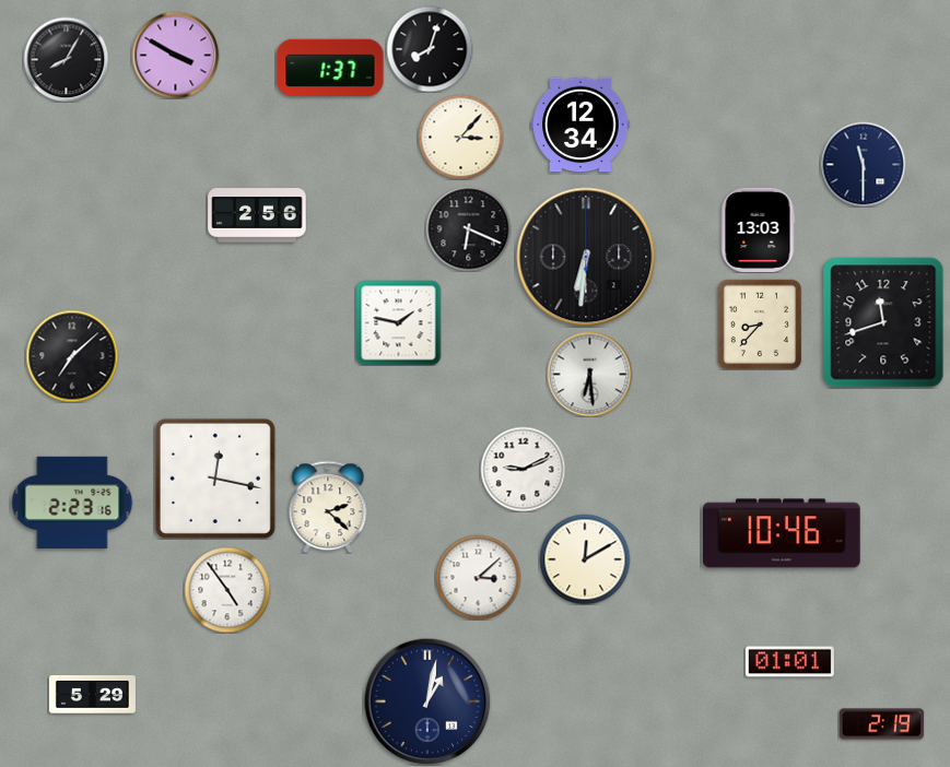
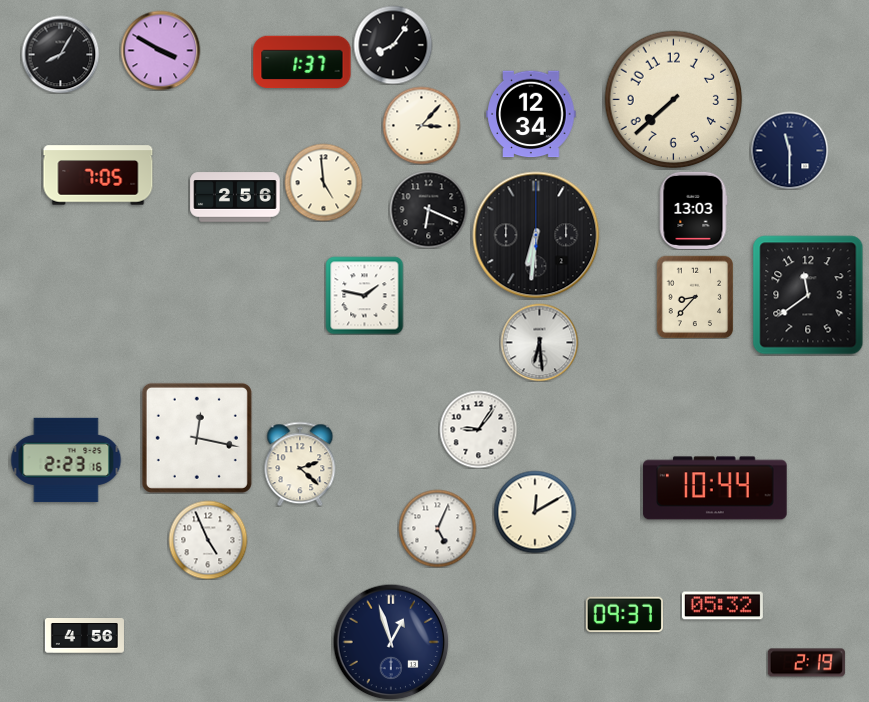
clock at (430, 49): 8:03 -> 8:06
clock at (674, 100): none -> 7:38
clock at (98, 175): none -> 7:05
clock at (323, 182): none -> 4:59
clock at (883, 322): 11:42 -> 11:39
clock at (72, 356): 7:08 -> none
clock at (523, 469): 9:11 -> 9:06
clock at (782, 533): 10:46 -> 10:44
clock at (478, 577): 3:08 -> 5:04
clock at (227, 590): 4:54 -> 4:56
clock at (789, 662): 01:01 -> 05:32
clock at (624, 615): none -> 09:37
clock at (92, 695): 5:29 -> 4:56
clock at (427, 701): 1:02 -> 12:57
